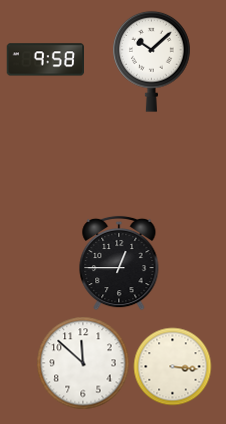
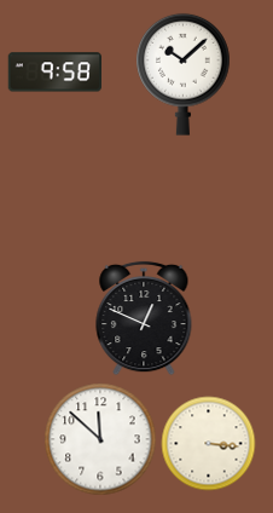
clock at (119, 263): 12:45 -> 12:49
